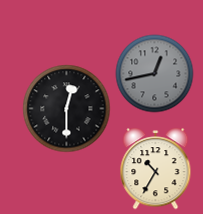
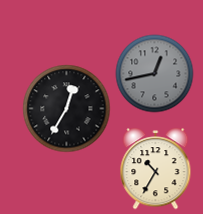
clock at (66, 108): 12:30 -> 12:35
